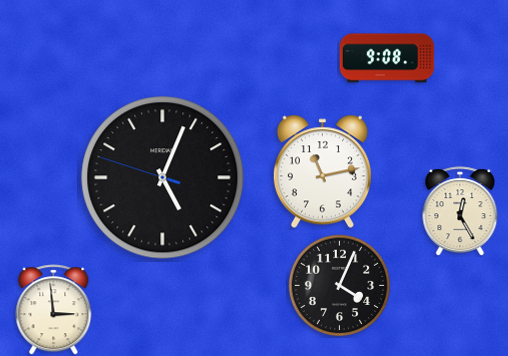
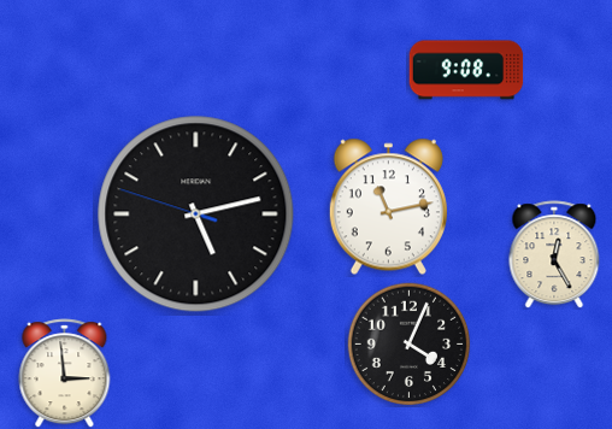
clock at (163, 178): 5:03 -> 5:12
